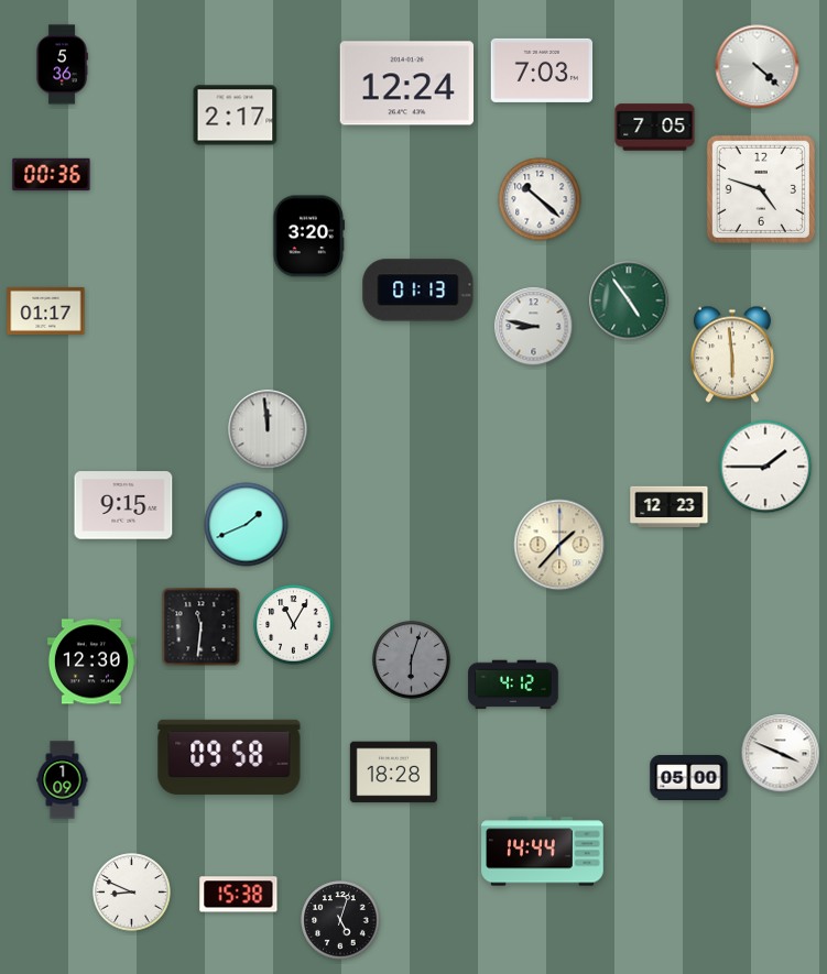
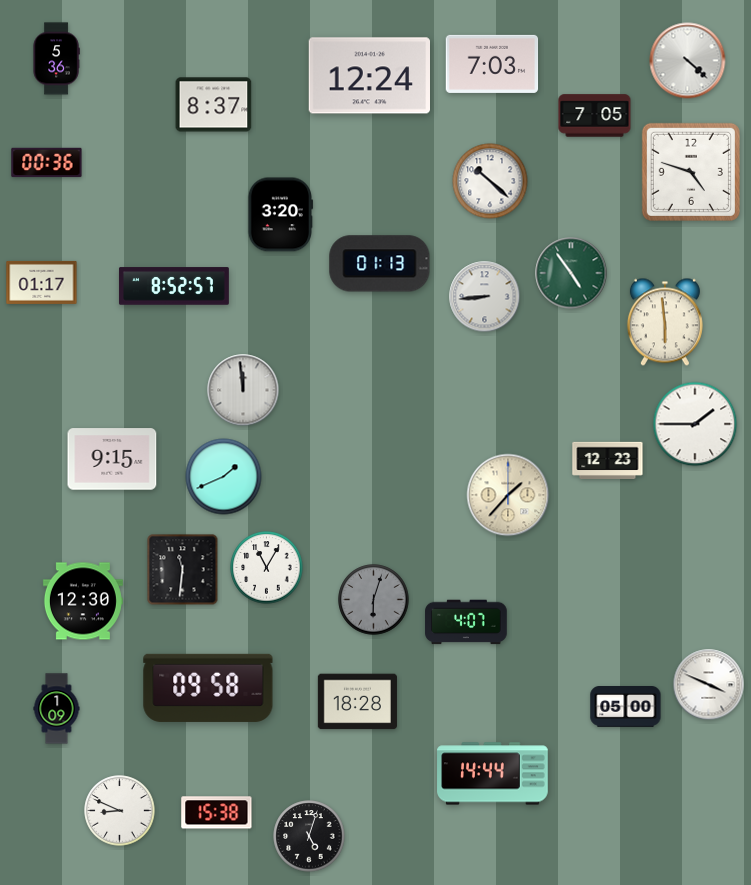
clock at (236, 116): 2:17 -> 8:37
clock at (52, 175) position: (52, 175) -> (47, 163)
clock at (174, 286): none -> 8:52
clock at (534, 327): 8:47 -> 8:44
clock at (513, 685): 4:12 -> 4:07
